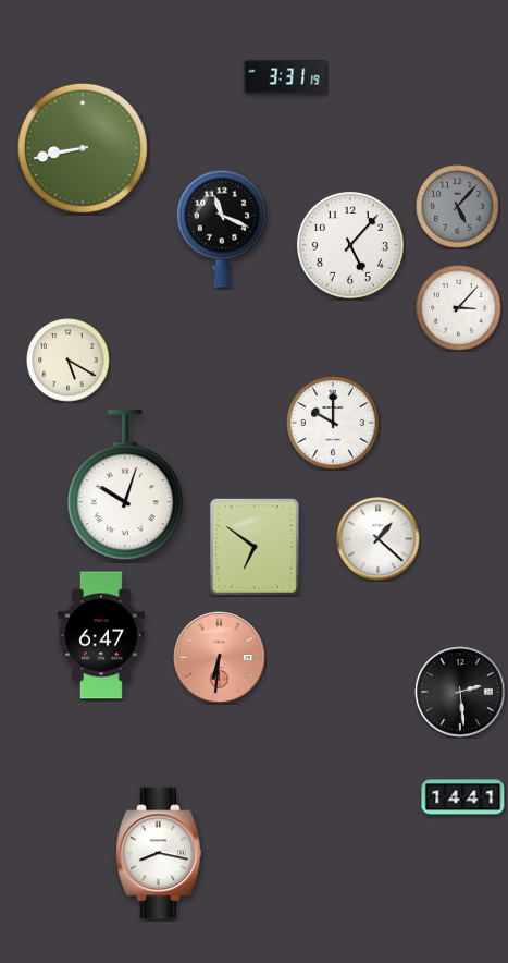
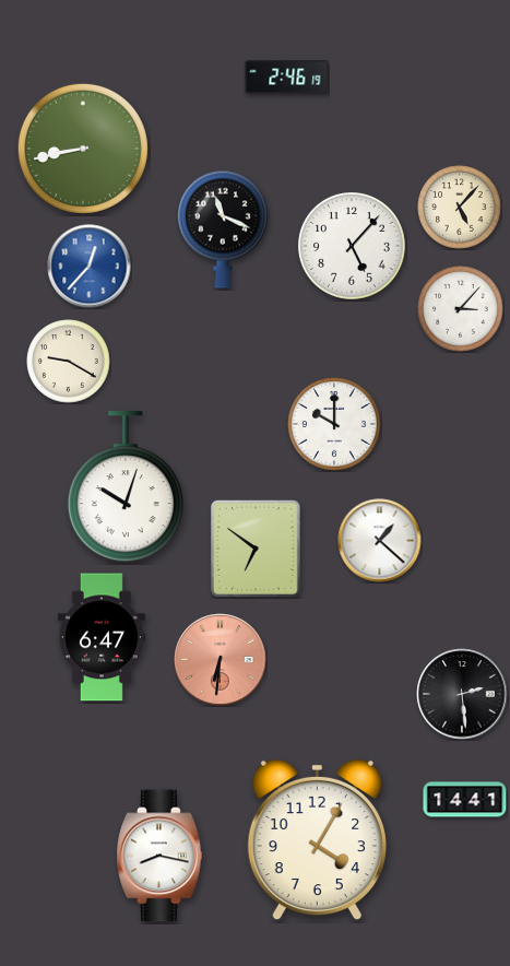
clock at (286, 77): 3:31 -> 2:46
clock at (458, 207) dial: grey -> cream
clock at (90, 267): none -> 12:37
clock at (69, 361): 5:20 -> 9:20
clock at (317, 840): none -> 4:05
